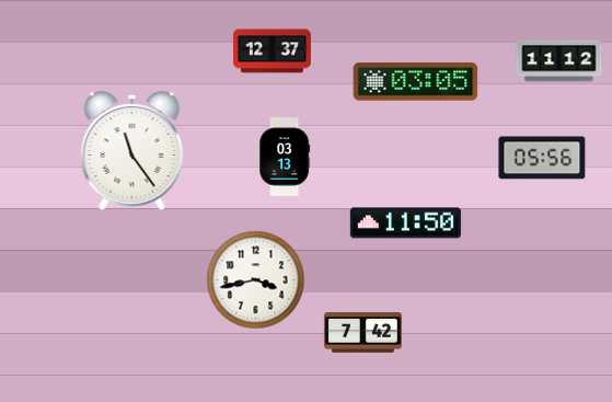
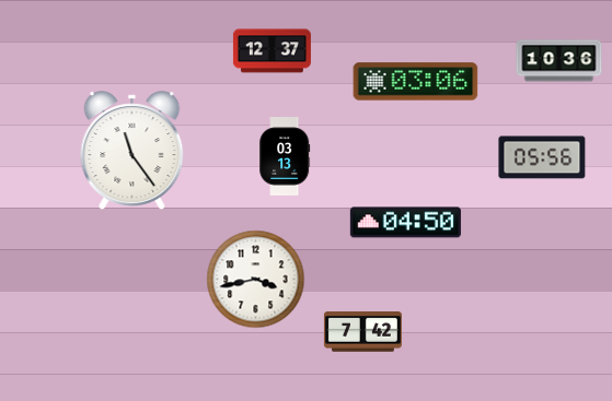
clock at (559, 61): 11:12 -> 10:36
clock at (416, 82): 03:05 -> 03:06
clock at (405, 223): 11:50 -> 04:50
